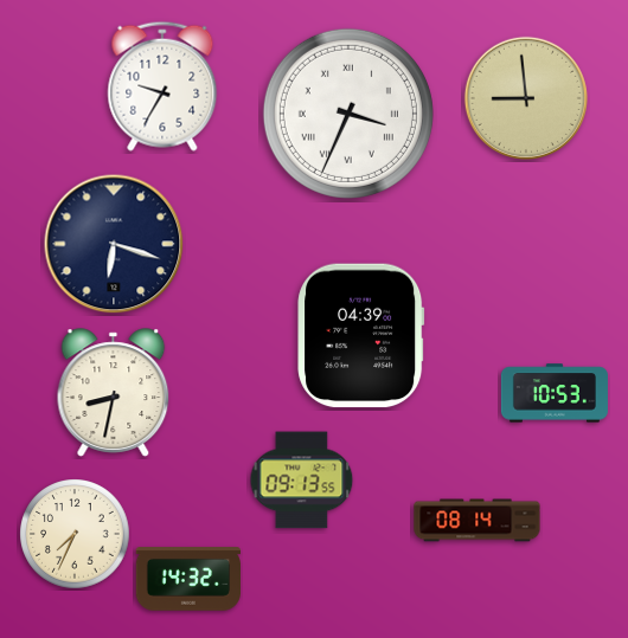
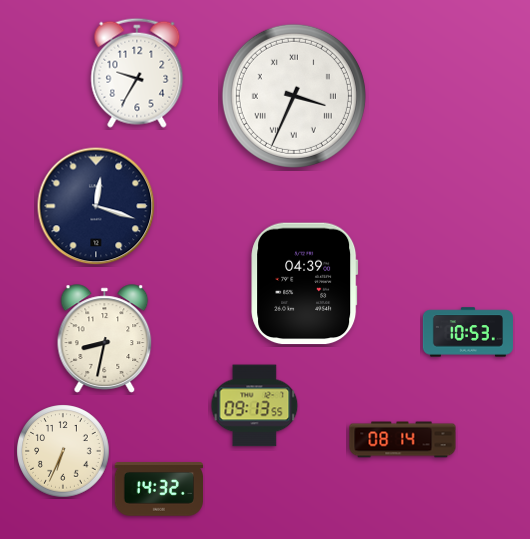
clock at (526, 98): 8:59 -> none
clock at (114, 244): 6:18 -> 12:18
clock at (114, 393) position: (114, 393) -> (105, 339)
clock at (75, 534): 7:34 -> 6:34
